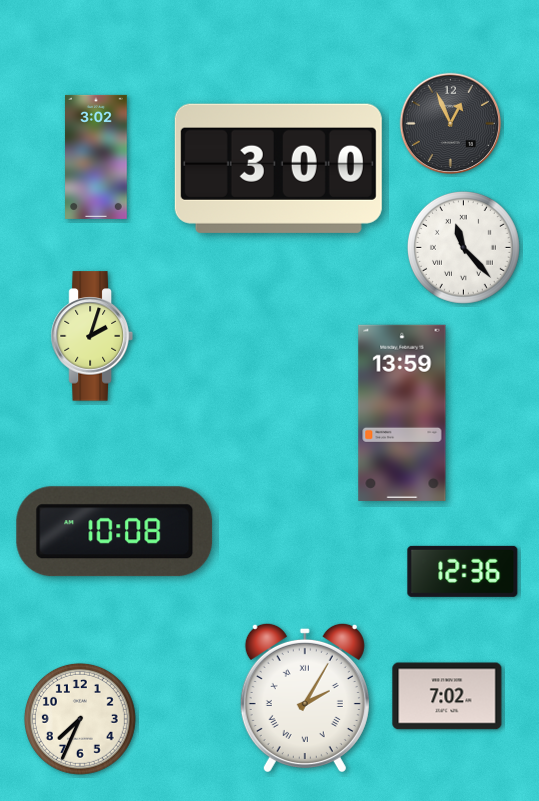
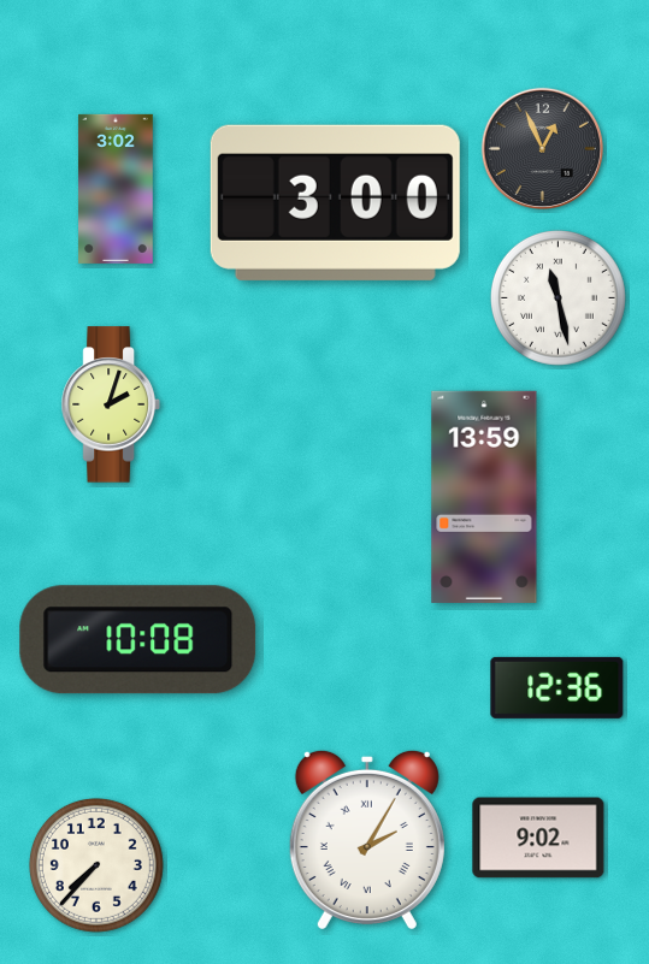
clock at (463, 247): 11:23 -> 11:28
clock at (447, 696): 7:02 -> 9:02
clock at (80, 719): 7:34 -> 7:37
